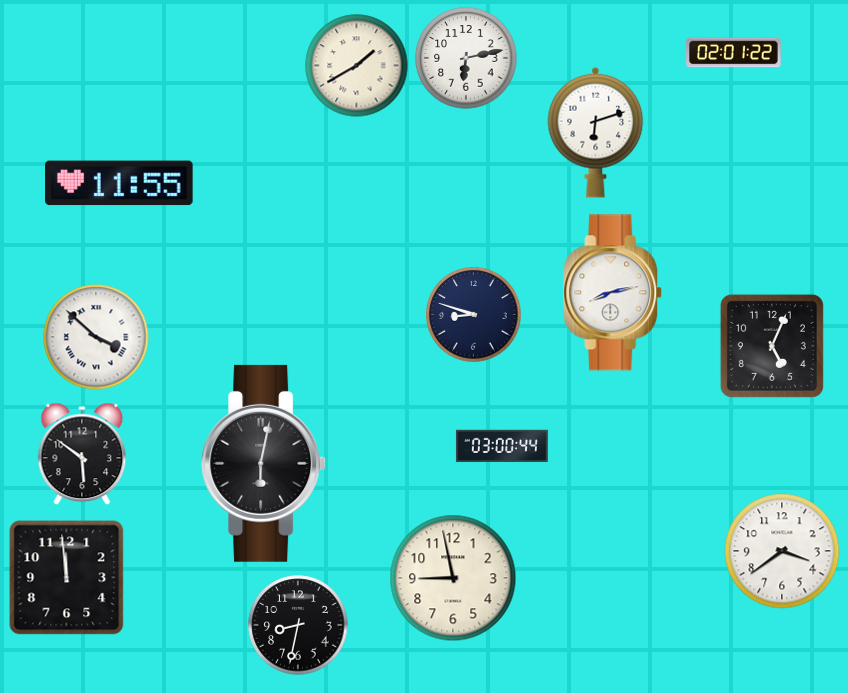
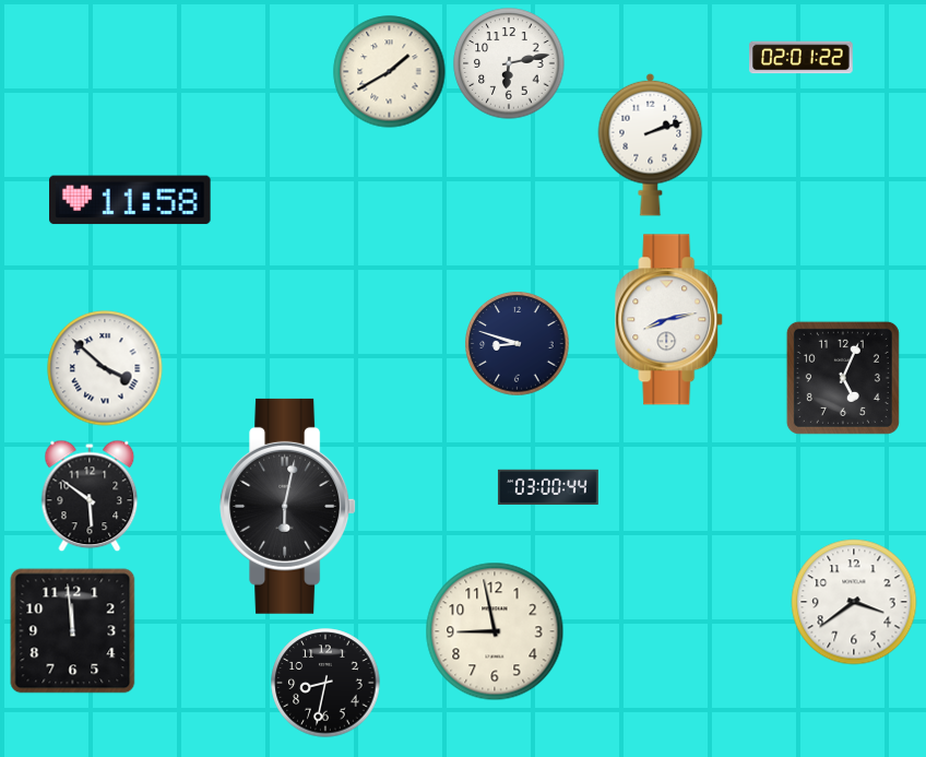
clock at (596, 132): 6:12 -> 2:12
clock at (120, 183): 11:55 -> 11:58
